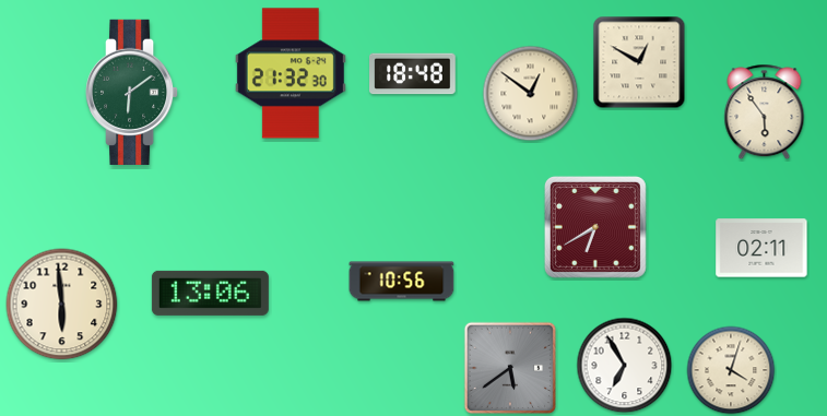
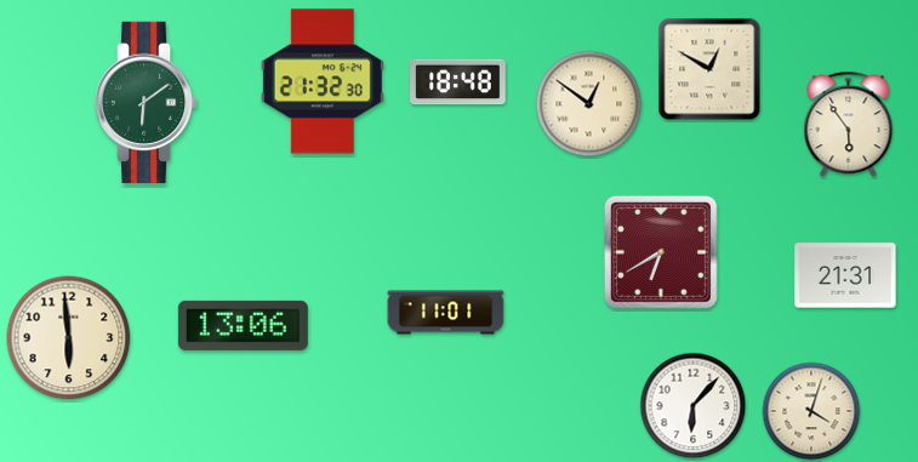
clock at (761, 248): 02:11 -> 21:31
clock at (402, 282): 10:56 -> 11:01
clock at (210, 293) position: (210, 293) -> (243, 325)
clock at (625, 366): 6:55 -> 6:07
clock at (509, 367): 5:39 -> none
